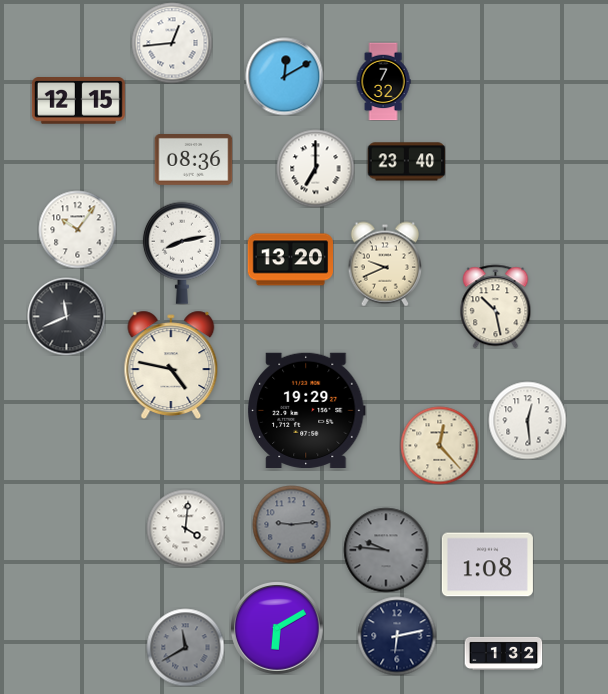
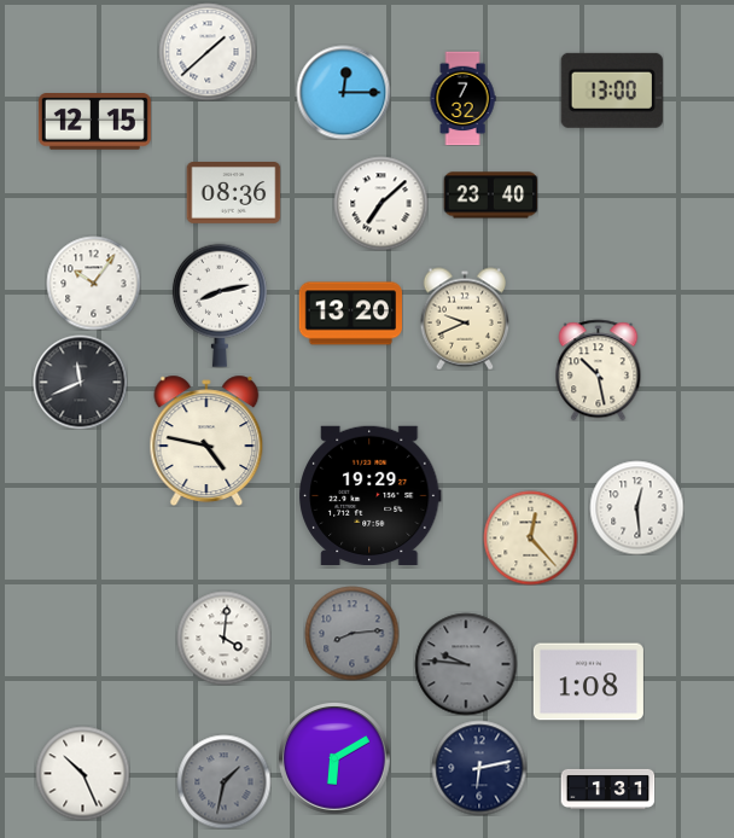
clock at (172, 43): 12:44 -> 1:38
clock at (612, 91): none -> 13:00
clock at (284, 76): 12:10 -> 12:15
clock at (315, 168): 7:00 -> 7:08
clock at (77, 229) position: (77, 229) -> (93, 283)
clock at (291, 524): 9:14 -> 8:14
clock at (82, 773): none -> 10:26
clock at (185, 647): 11:40 -> 1:32
clock at (503, 653): 1:32 -> 1:31
